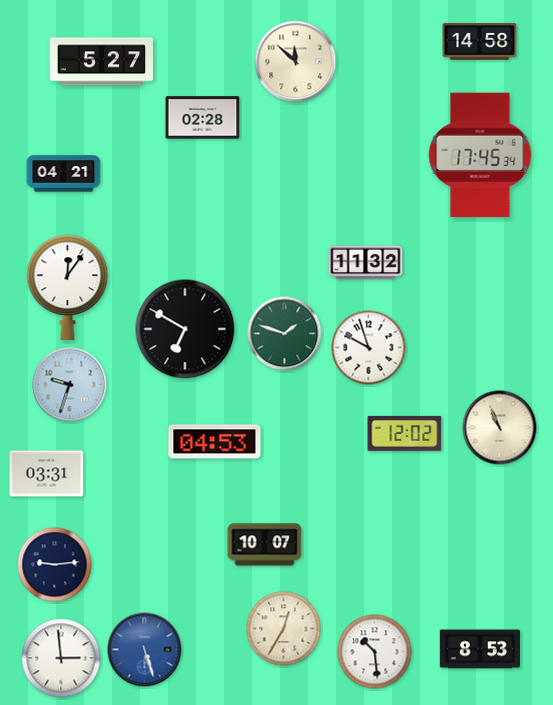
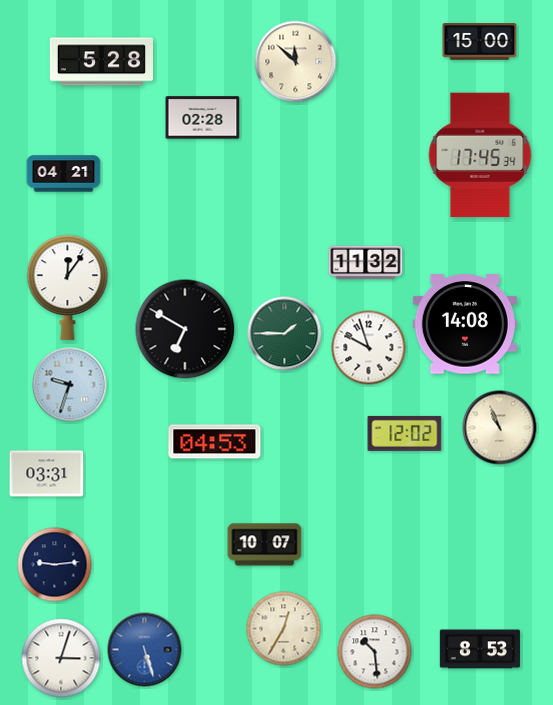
clock at (480, 42): 14:58 -> 15:00
clock at (101, 62): 5:27 -> 5:28
clock at (465, 324): none -> 14:08
clock at (285, 334): 1:48 -> 1:45
clock at (61, 658): 2:59 -> 3:03
